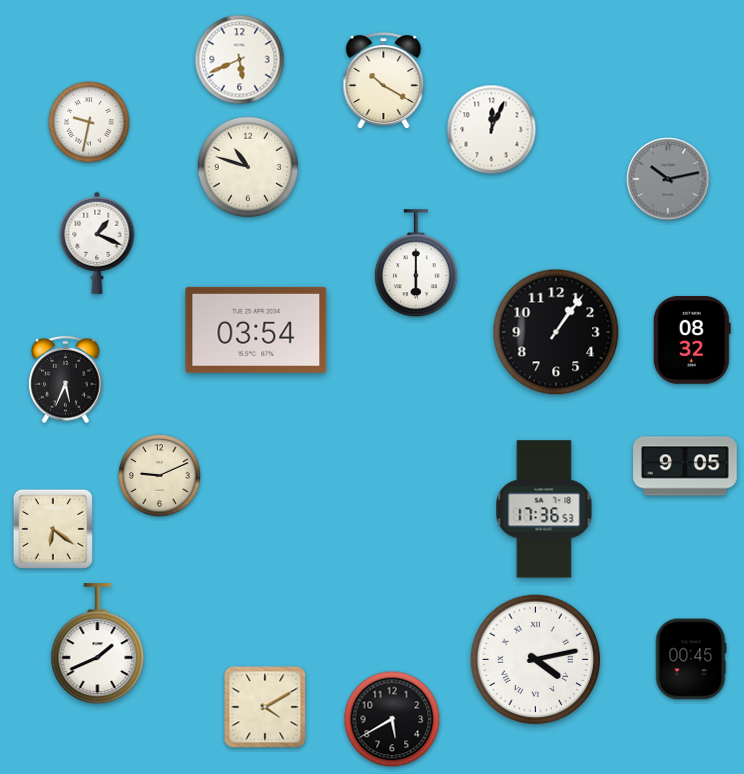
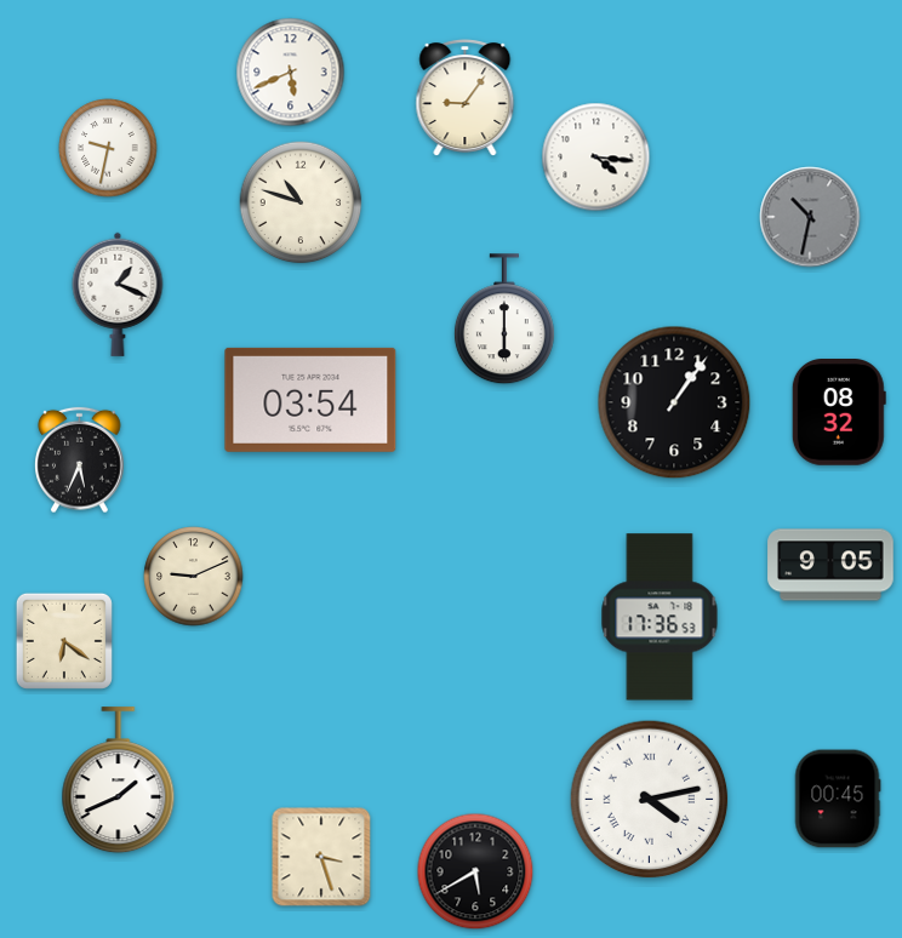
clock at (384, 81): 10:20 -> 9:06
clock at (492, 130): 12:04 -> 4:16
clock at (668, 179): 10:13 -> 10:32
clock at (265, 707): 4:10 -> 3:27
